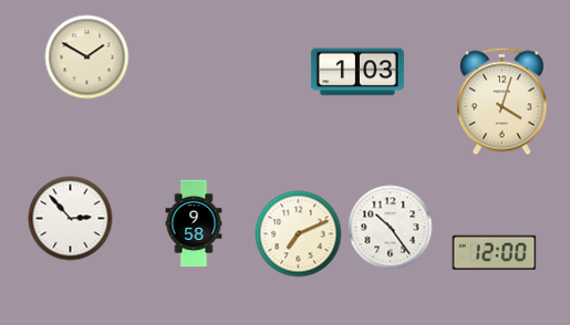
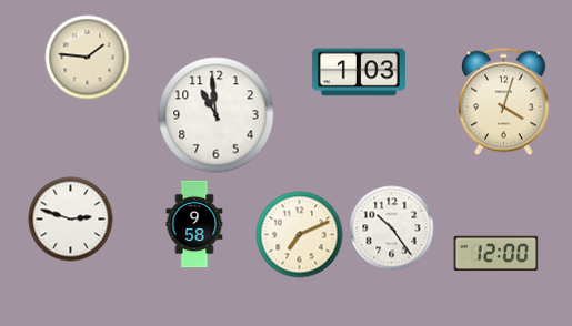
clock at (87, 57): 1:50 -> 1:46
clock at (217, 115): none -> 10:59
clock at (71, 219): 2:53 -> 2:48
